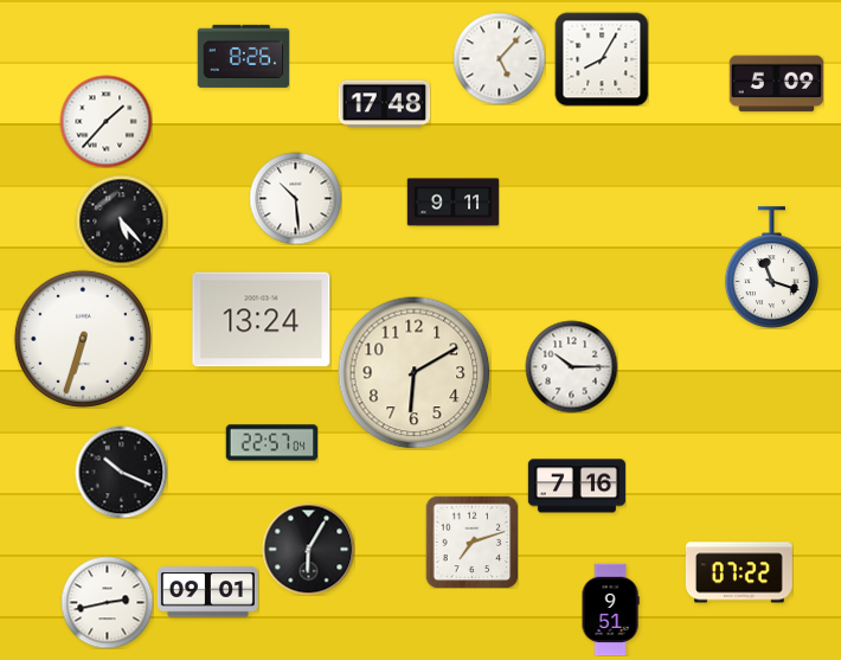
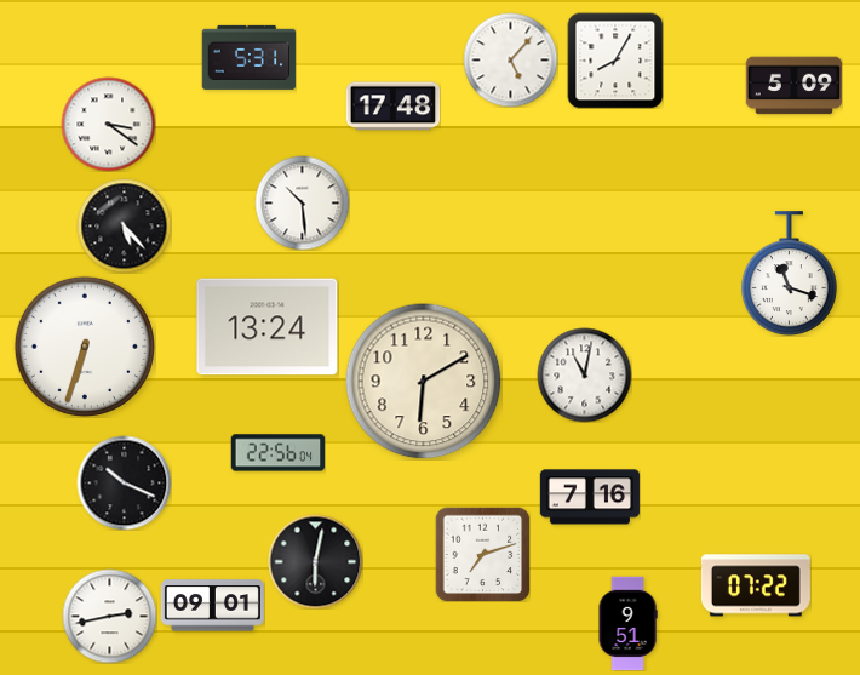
clock at (243, 56): 8:26 -> 5:31
clock at (105, 121): 1:37 -> 3:21
clock at (452, 203): 9:11 -> none
clock at (571, 366): 10:15 -> 11:02
clock at (271, 443): 22:57 -> 22:56
clock at (308, 549): 6:05 -> 6:02
clock at (610, 609) position: (610, 609) -> (627, 623)
